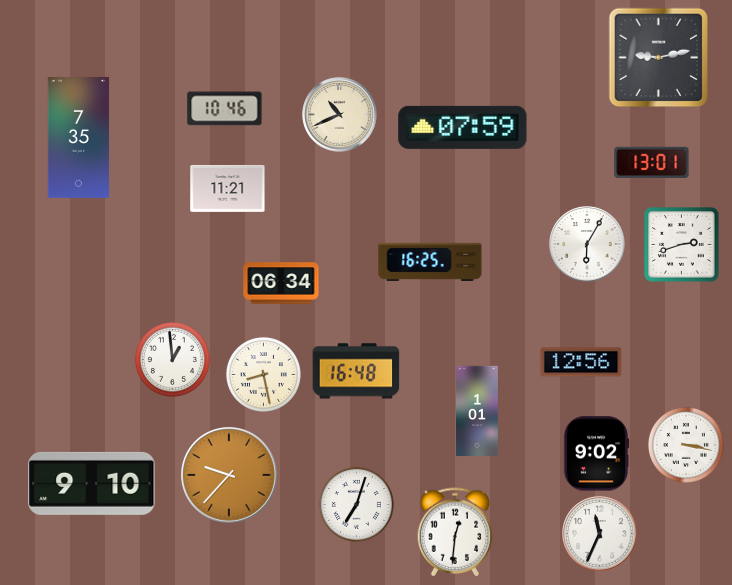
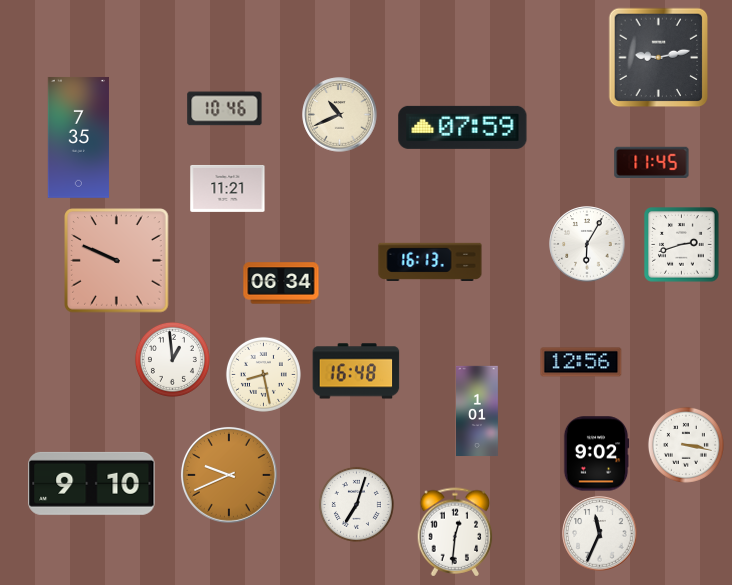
clock at (652, 162): 13:01 -> 11:45
clock at (117, 261): none -> 9:49
clock at (430, 262): 16:25 -> 16:13
clock at (229, 475): 9:37 -> 9:41
